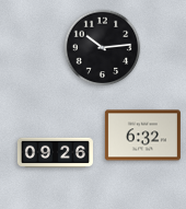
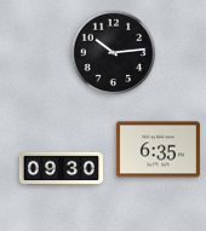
clock at (142, 136): 6:32 -> 6:35
clock at (55, 153): 09:26 -> 09:30
